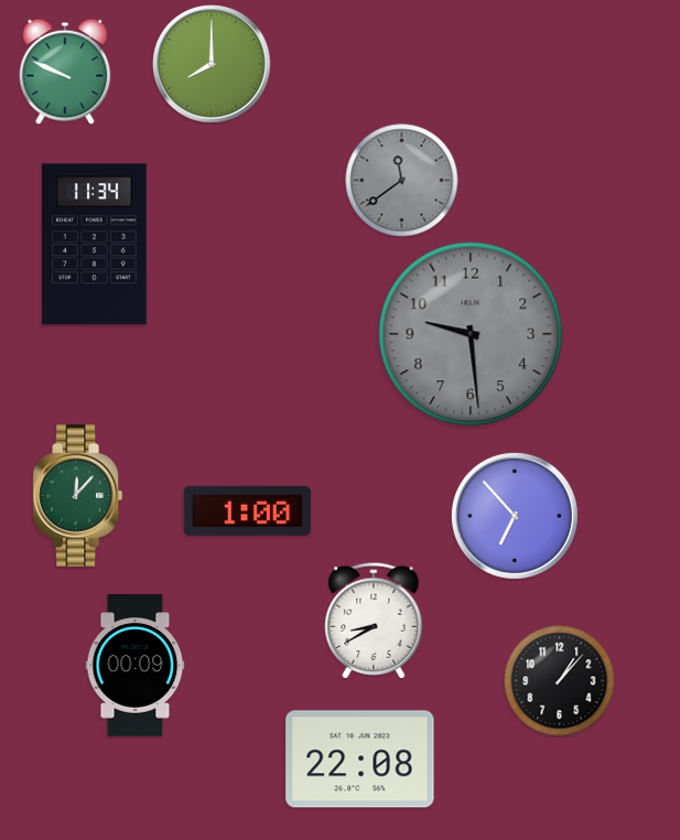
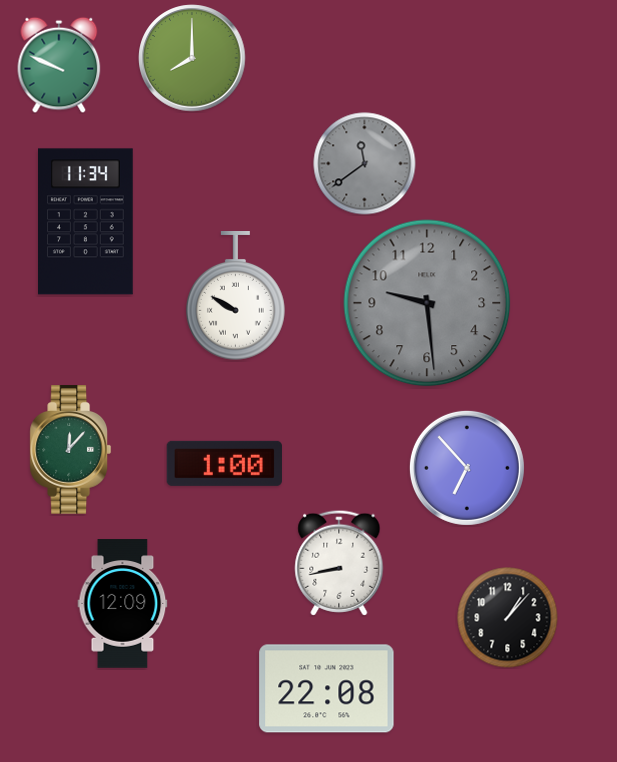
clock at (235, 296): none -> 9:50
clock at (374, 621): 8:40 -> 8:43
clock at (136, 666): 00:09 -> 12:09
